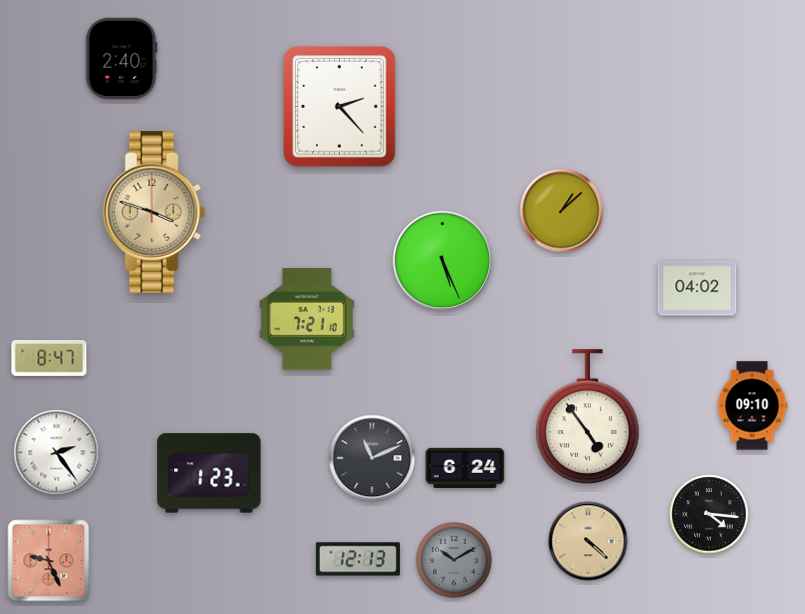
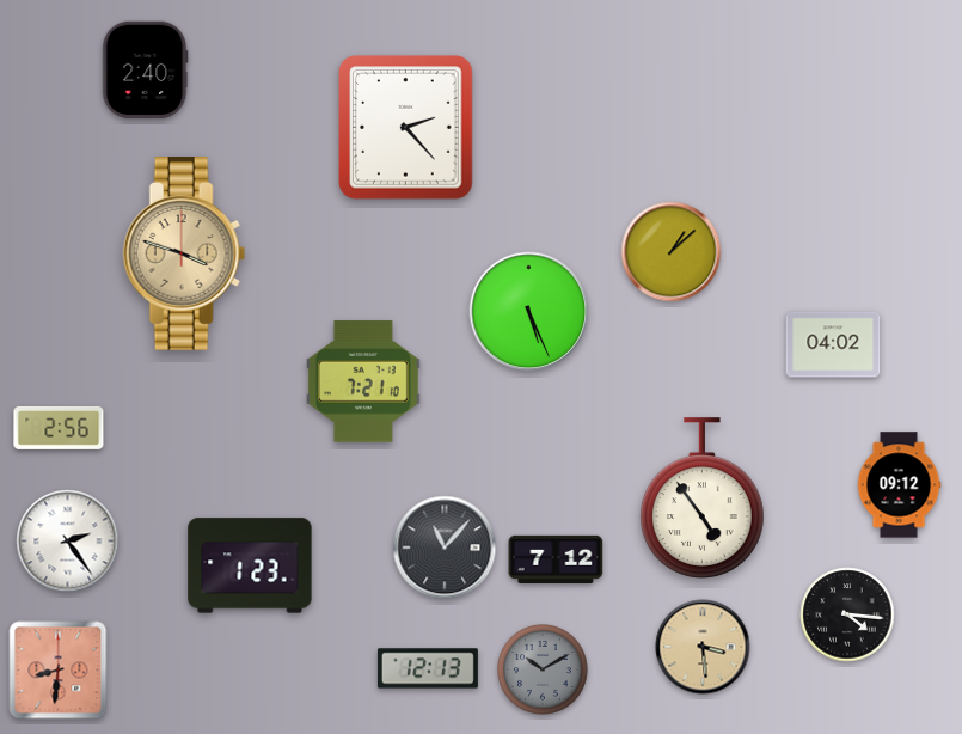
clock at (307, 319) position: (307, 319) -> (363, 381)
clock at (49, 358): 8:47 -> 2:56
clock at (752, 406): 09:10 -> 09:12
clock at (372, 458): 11:11 -> 11:07
clock at (465, 468): 6:24 -> 7:12
clock at (588, 541): 4:22 -> 3:29
clock at (49, 561): 9:26 -> 8:31
